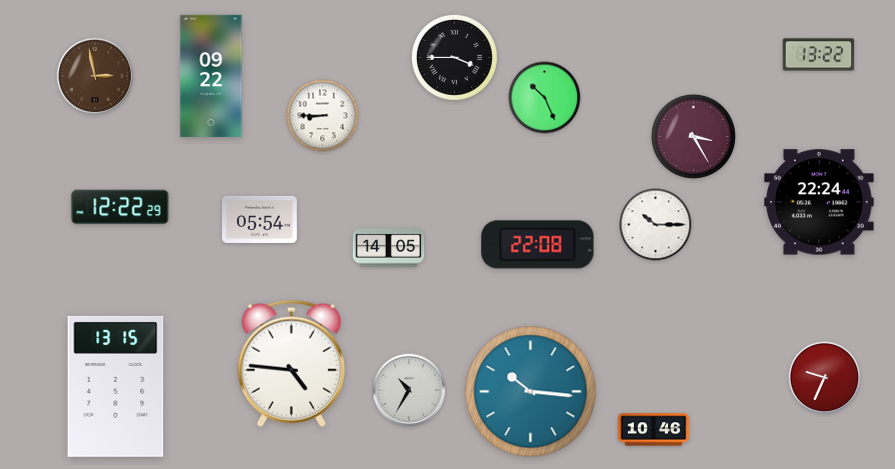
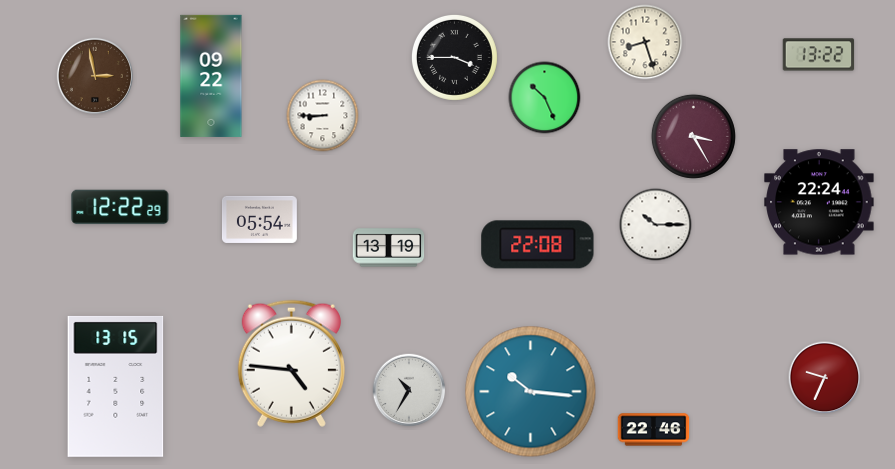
clock at (645, 42): none -> 8:27
clock at (389, 248): 14:05 -> 13:19
clock at (654, 430): 10:46 -> 22:46
